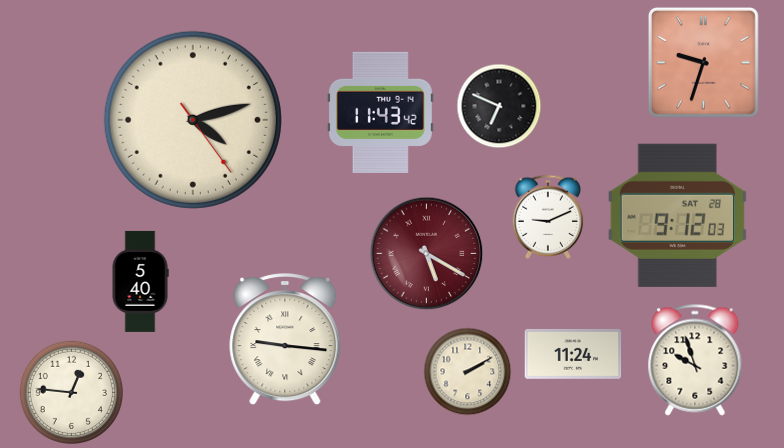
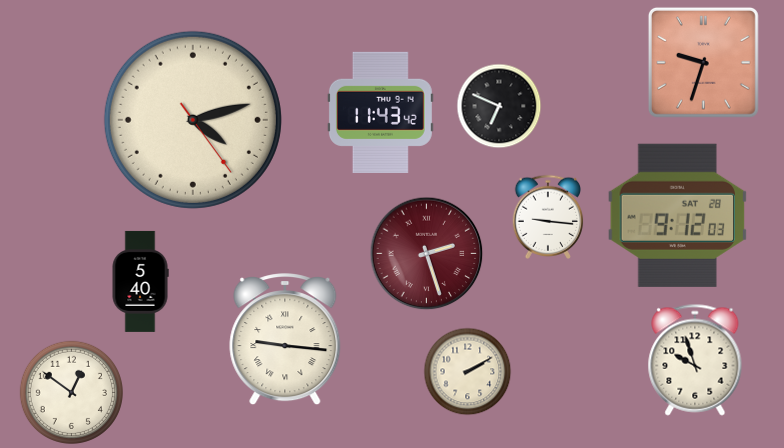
clock at (548, 217): 9:11 -> 9:16
clock at (427, 254): 5:20 -> 2:27
clock at (573, 354): 11:24 -> none
clock at (71, 392): 12:46 -> 12:51
